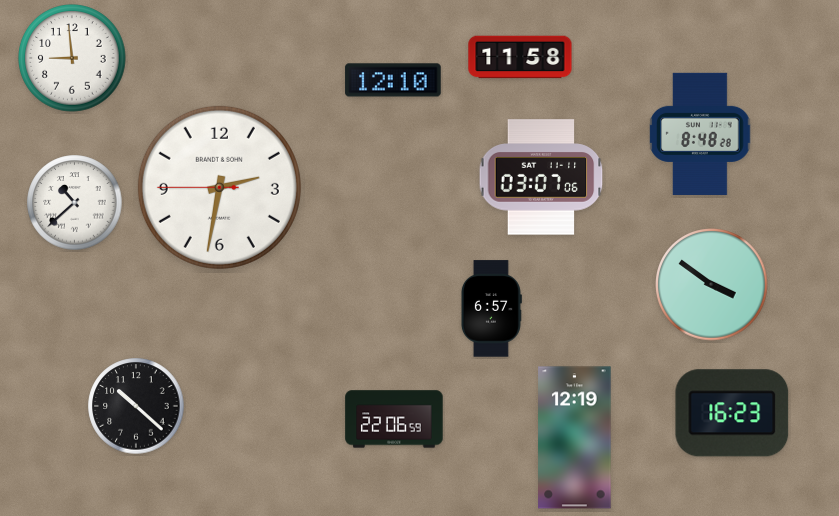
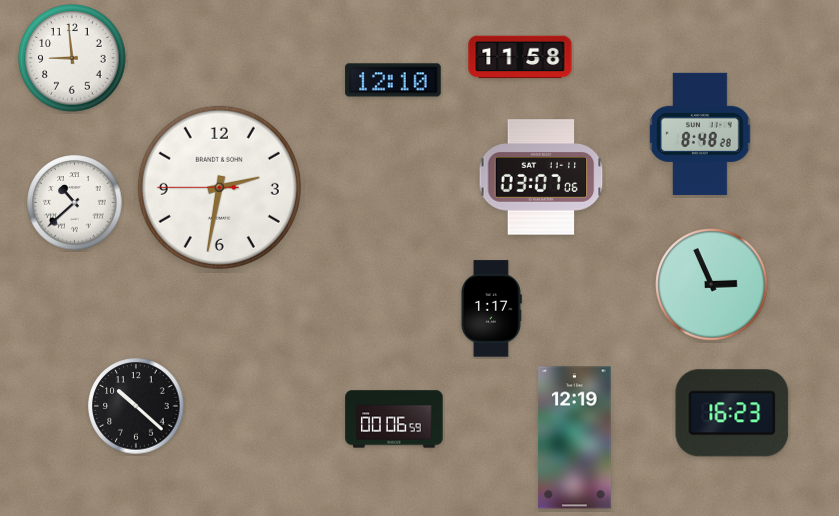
clock at (712, 285): 3:51 -> 2:56
clock at (491, 309): 6:57 -> 1:17
clock at (394, 419): 22:06 -> 00:06
